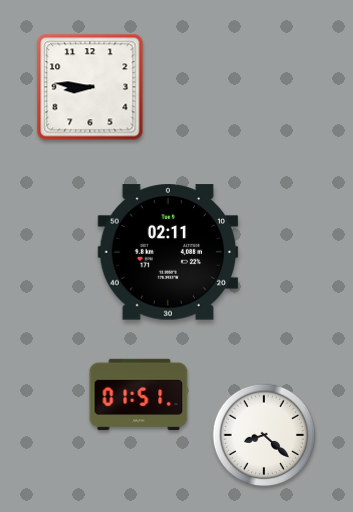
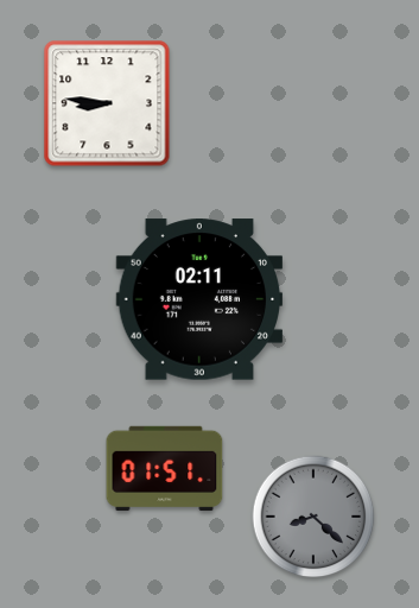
clock at (264, 435) dial: white -> grey
